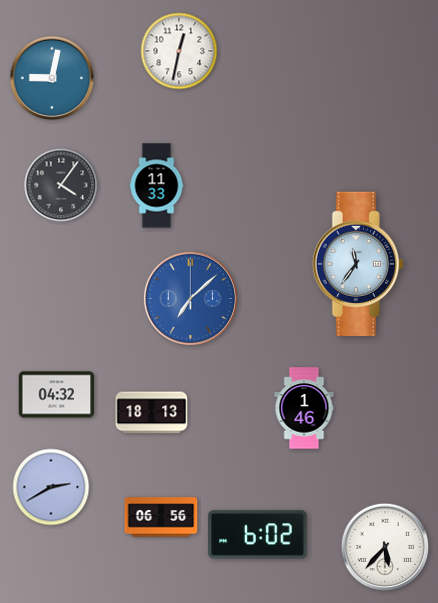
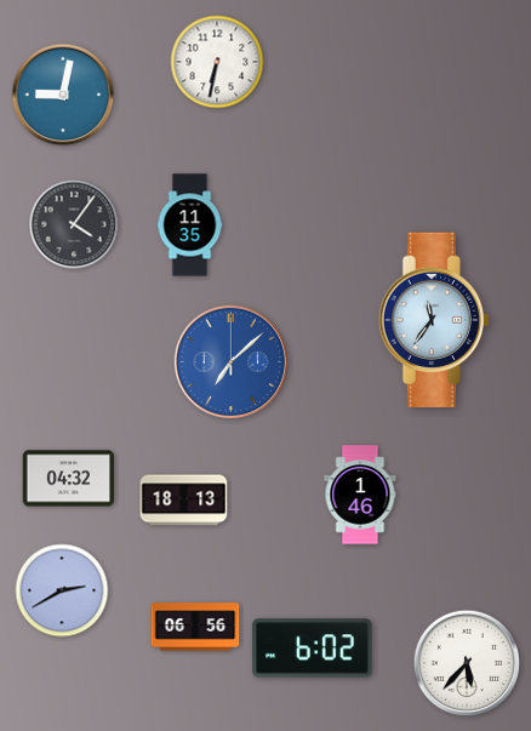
clock at (179, 51): 12:32 -> 6:32
clock at (157, 186): 11:33 -> 11:35
clock at (304, 408) position: (304, 408) -> (360, 495)
